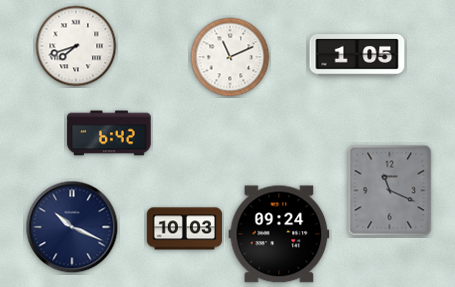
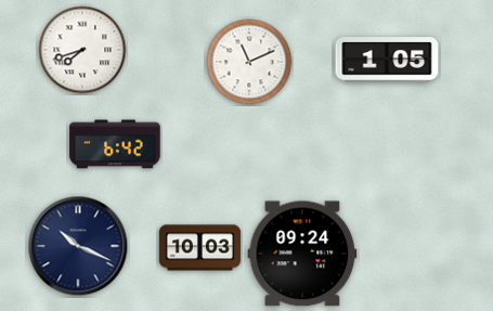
clock at (109, 133) position: (109, 133) -> (115, 144)
clock at (390, 191): 11:19 -> none
